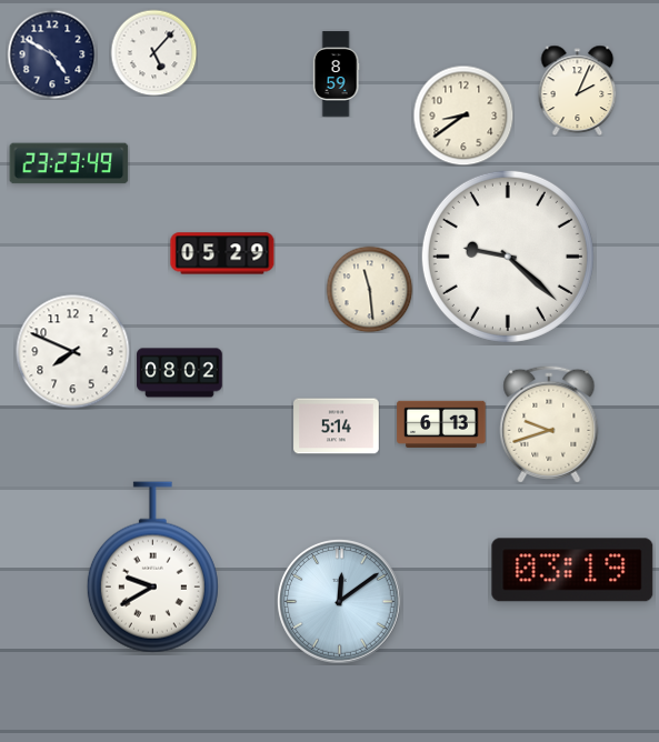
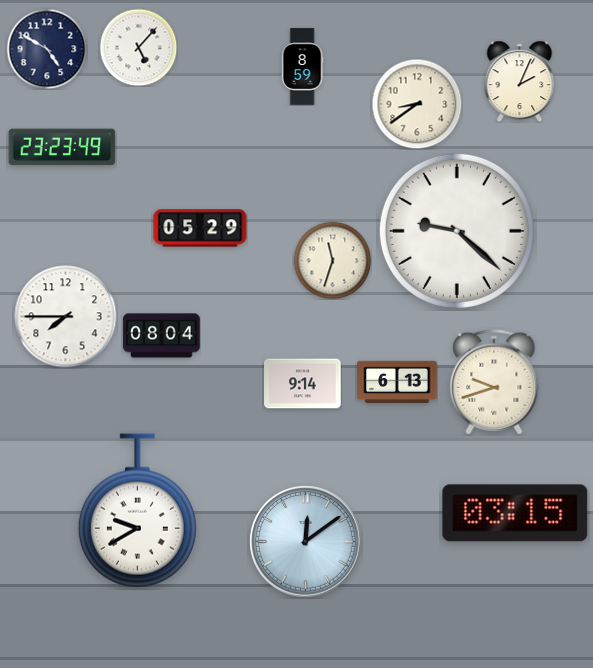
clock at (369, 289): 11:29 -> 11:33
clock at (73, 352): 7:49 -> 7:45
clock at (180, 373): 08:02 -> 08:04
clock at (337, 427): 5:14 -> 9:14
clock at (572, 570): 03:19 -> 03:15
